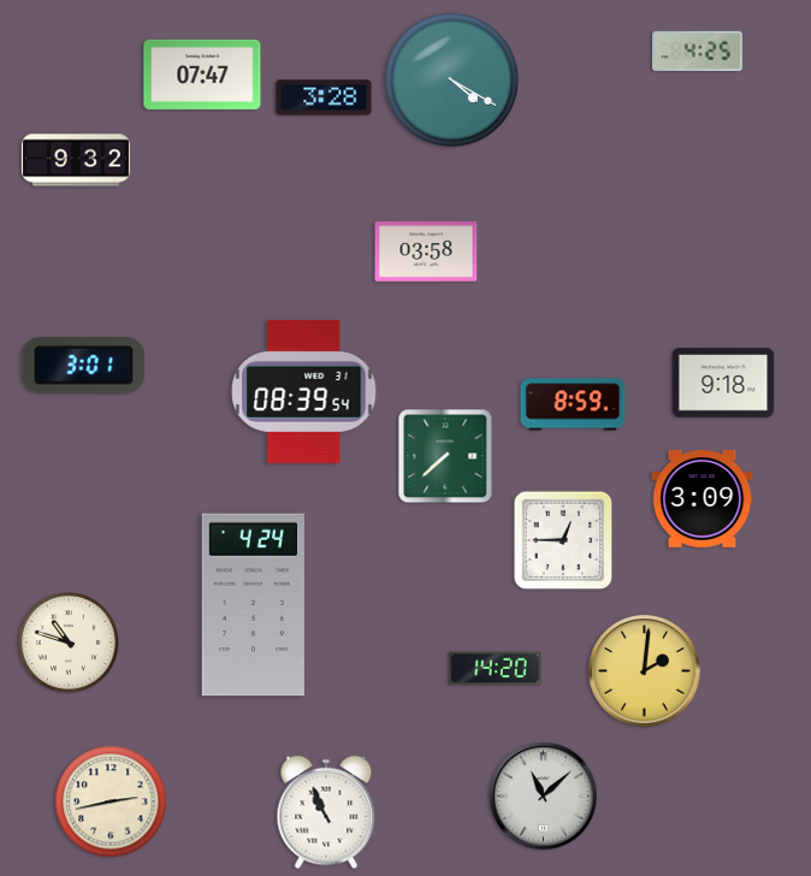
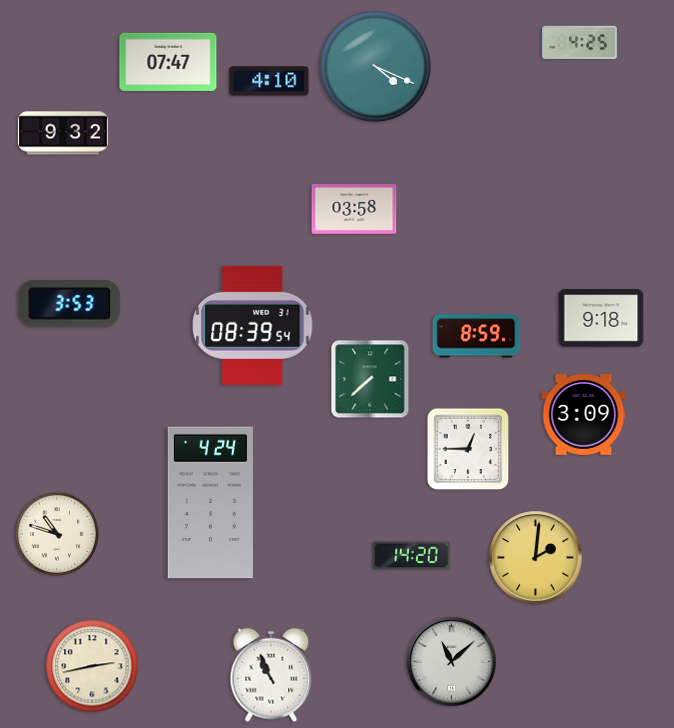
clock at (452, 81): 4:20 -> 4:19
clock at (324, 97): 3:28 -> 4:10
clock at (84, 366): 3:01 -> 3:53
